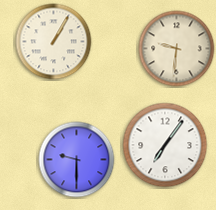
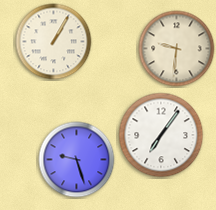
clock at (165, 145) position: (165, 145) -> (161, 135)
clock at (77, 160): 9:30 -> 9:27
